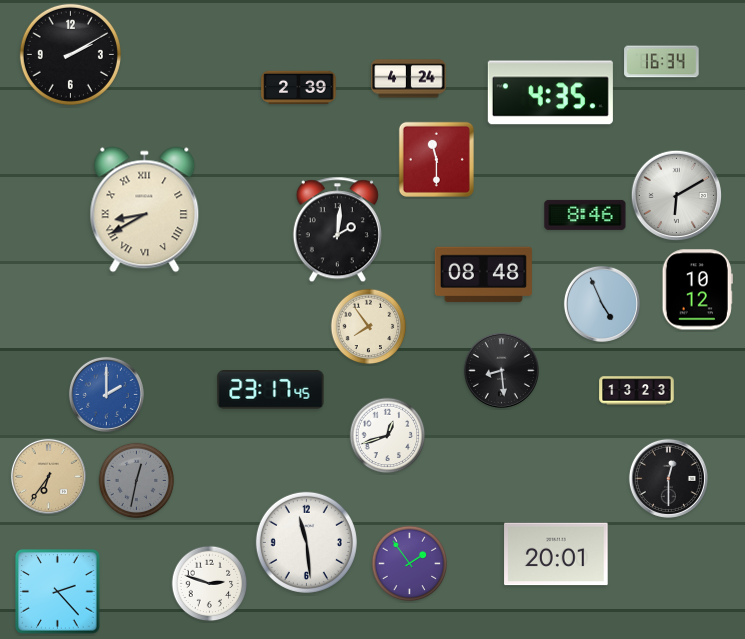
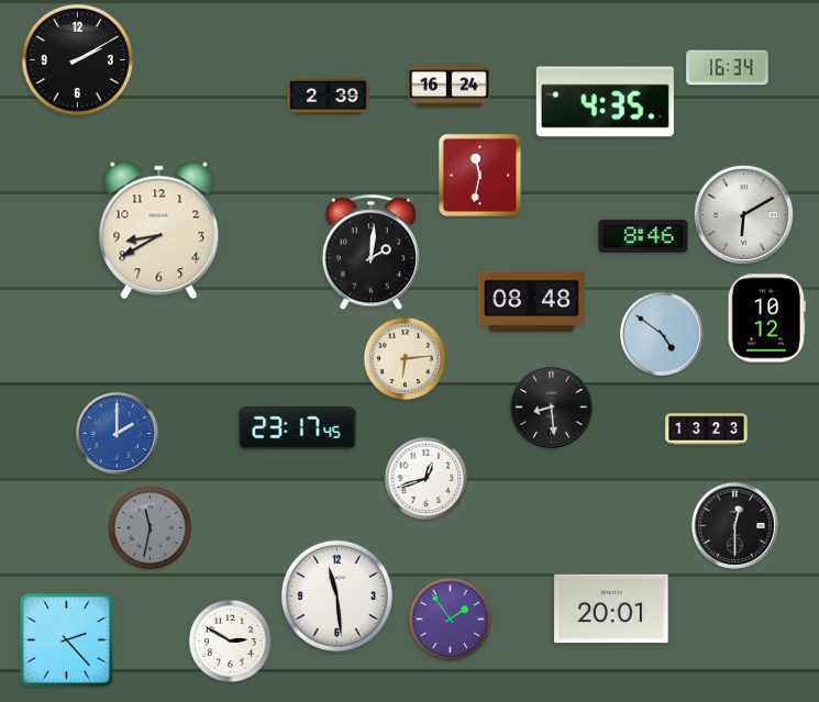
clock at (409, 79): 4:24 -> 16:24
clock at (436, 159): 11:30 -> 11:32
clock at (145, 210) numerals: Roman -> Arabic
clock at (602, 304): 4:56 -> 4:51
clock at (369, 327): 7:54 -> 6:14
clock at (637, 391) position: (637, 391) -> (707, 430)
clock at (48, 476): 6:36 -> none
clock at (137, 481): 12:32 -> 11:32
clock at (210, 584): 2:48 -> 2:50
clock at (58, 592) position: (58, 592) -> (67, 640)
